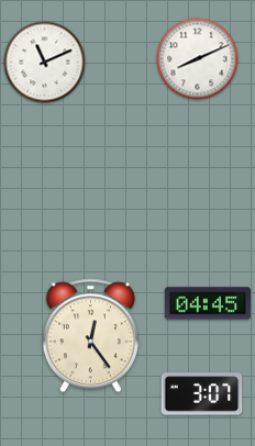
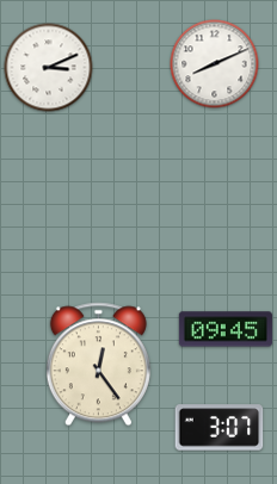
clock at (45, 63): 11:11 -> 3:11
clock at (208, 303): 04:45 -> 09:45
